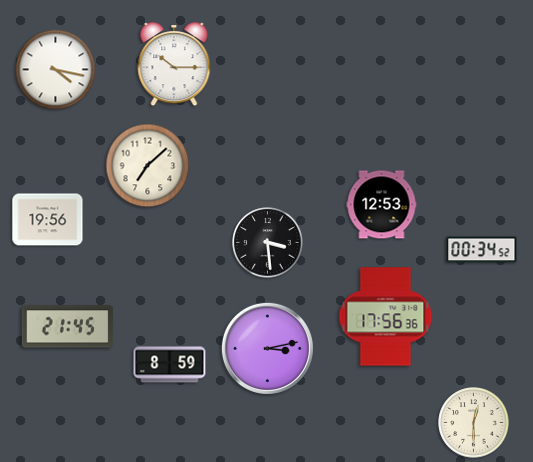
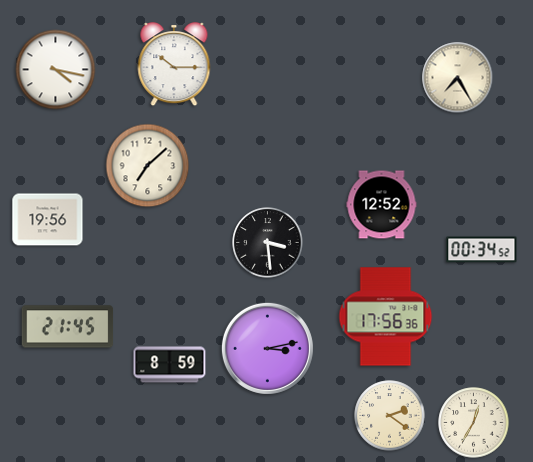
clock at (458, 78): none -> 7:25
clock at (382, 205): 12:53 -> 12:52
clock at (390, 416): none -> 2:21
clock at (474, 423): 12:30 -> 12:35
